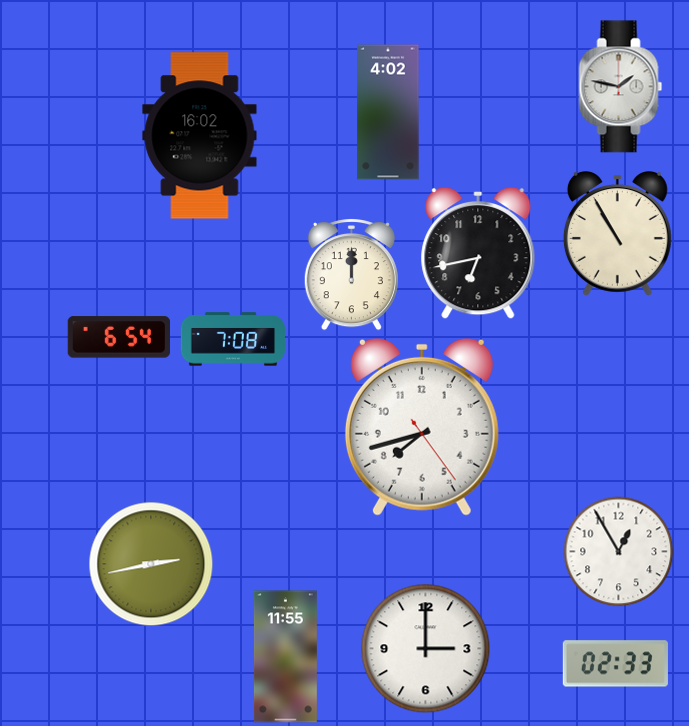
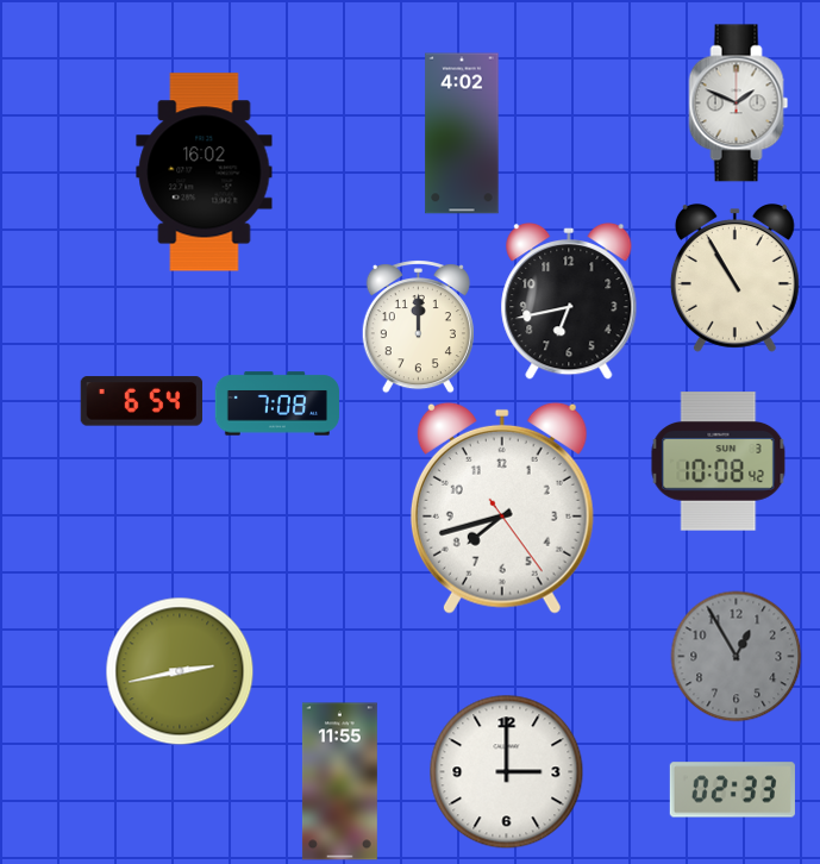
clock at (621, 87): 1:47 -> 1:49
clock at (200, 136) position: (200, 136) -> (205, 173)
clock at (719, 462): none -> 10:08
clock at (619, 552) dial: white -> grey
